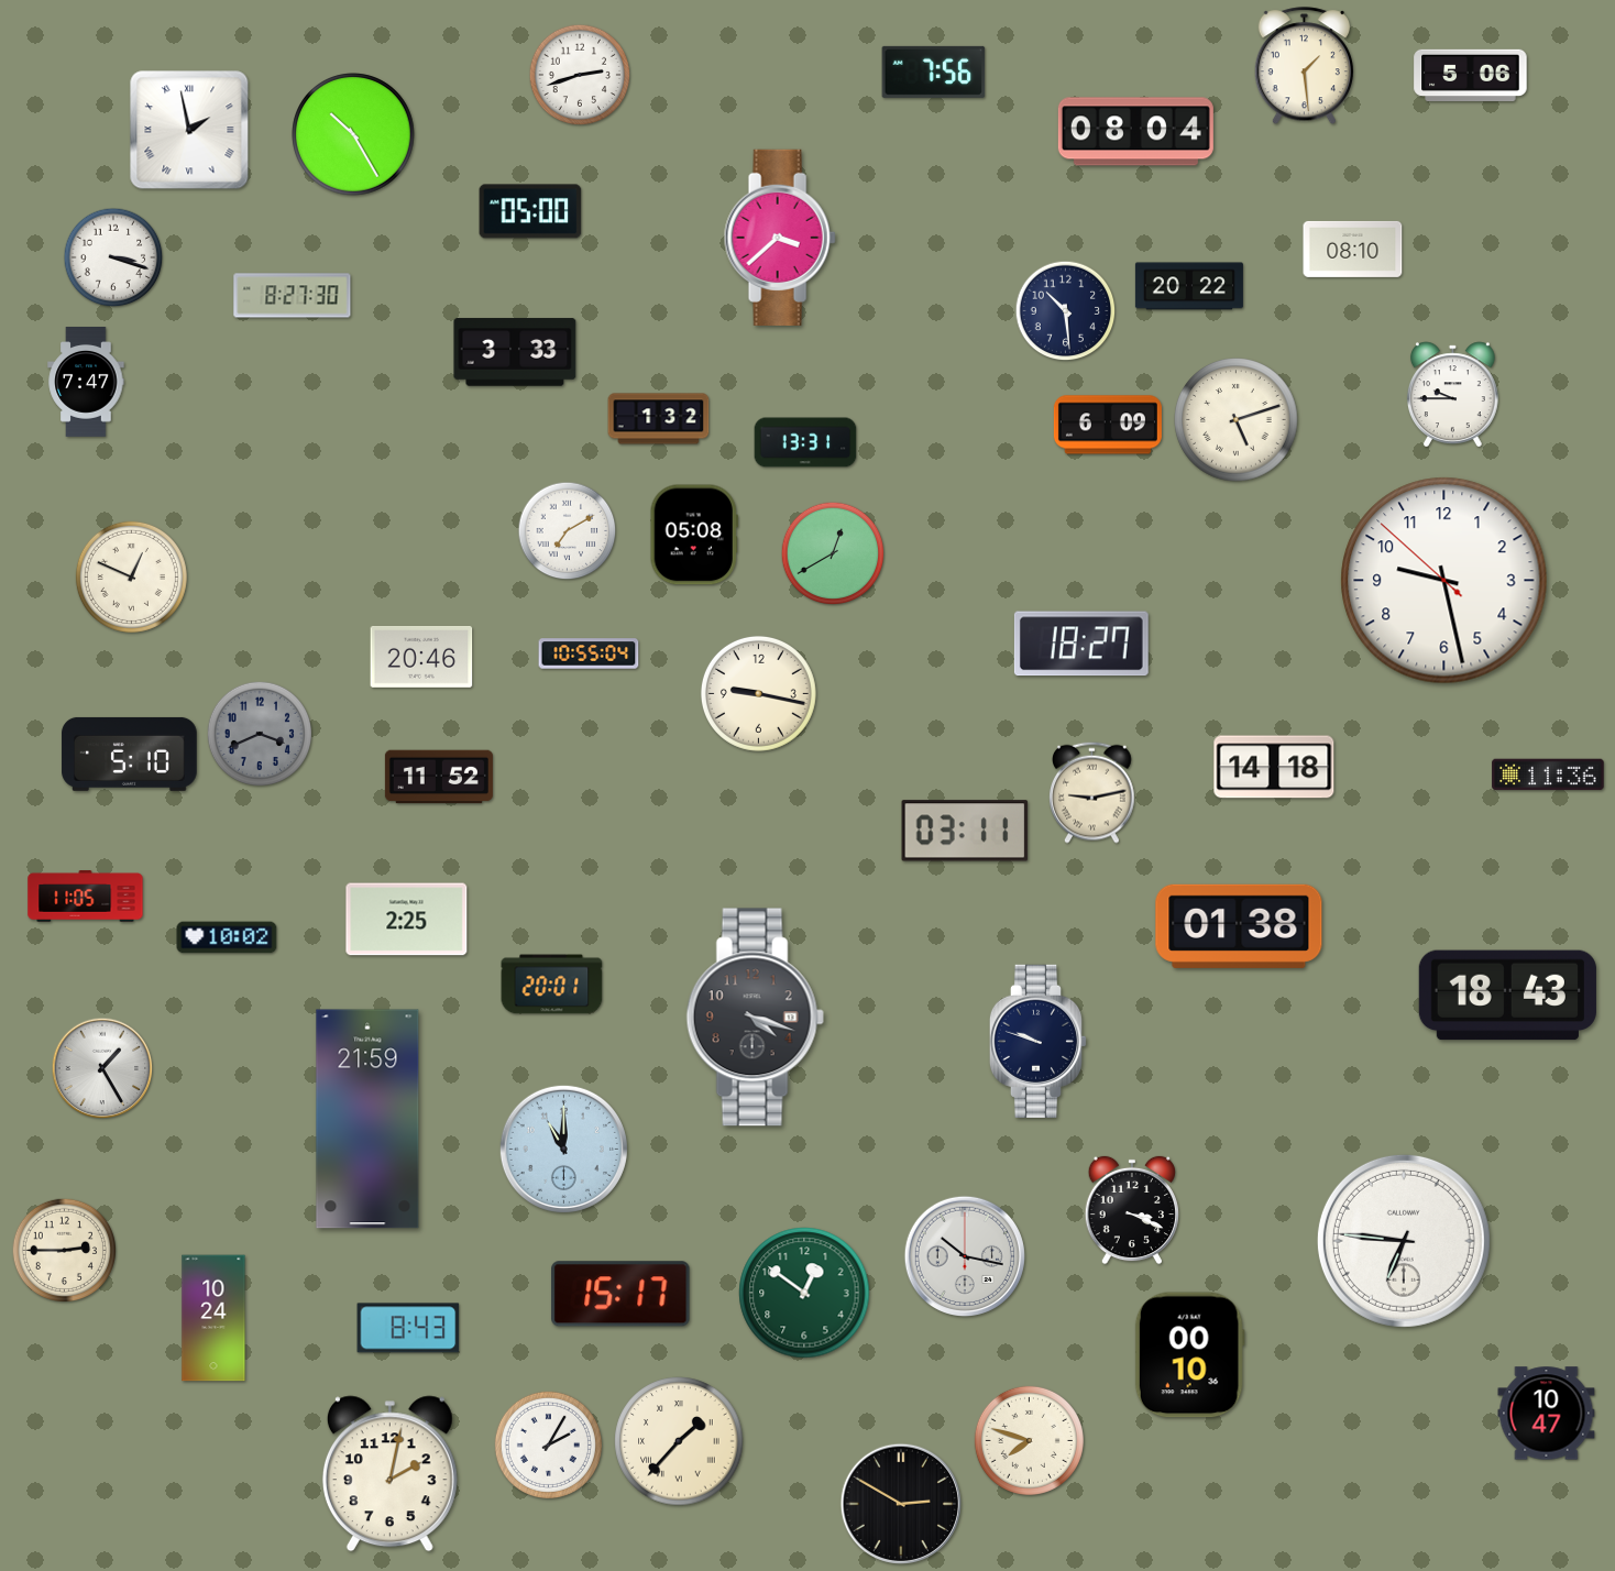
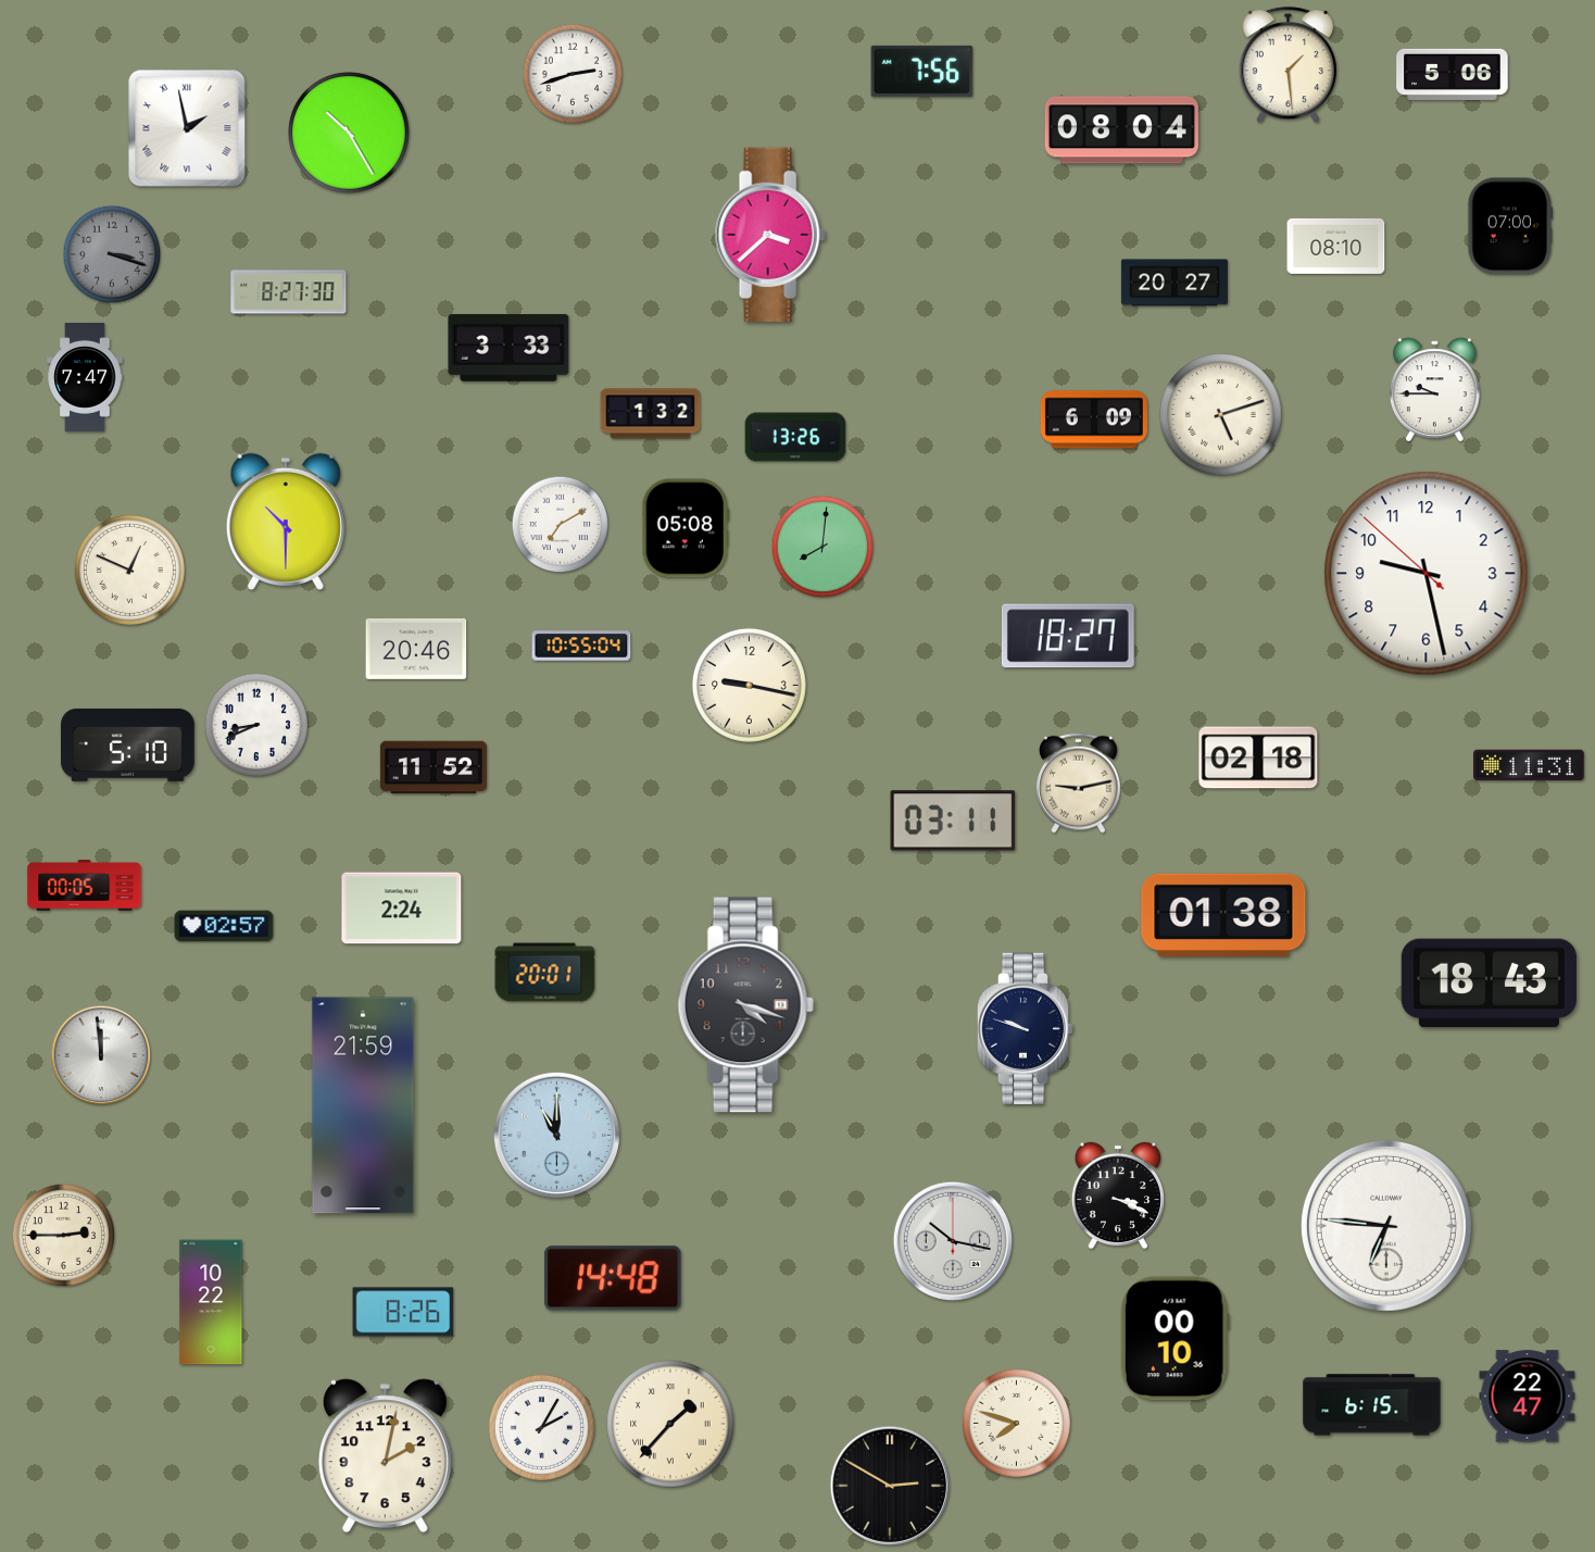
clock at (530, 211): 05:00 -> none
clock at (1510, 226): none -> 07:00
clock at (113, 257) dial: white -> grey
clock at (1189, 286): 20:22 -> 20:27
clock at (1066, 311): 10:29 -> none
clock at (805, 442): 13:31 -> 13:26
clock at (286, 521): none -> 10:30
clock at (833, 553): 12:40 -> 8:01
clock at (259, 733): 3:41 -> 8:41
clock at (259, 733) dial: grey -> white
clock at (1274, 767): 14:18 -> 02:18
clock at (1548, 774): 11:36 -> 11:31
clock at (86, 897): 11:05 -> 00:05
clock at (407, 920): 2:25 -> 2:24
clock at (227, 937): 10:02 -> 02:57
clock at (102, 1068): 1:25 -> 11:59
clock at (804, 1293): 12:51 -> none
clock at (620, 1294): 15:17 -> 14:48
clock at (213, 1318): 10:24 -> 10:22
clock at (408, 1328): 8:43 -> 8:26
clock at (1547, 1414): 10:47 -> 22:47
clock at (1372, 1405): none -> 6:15
